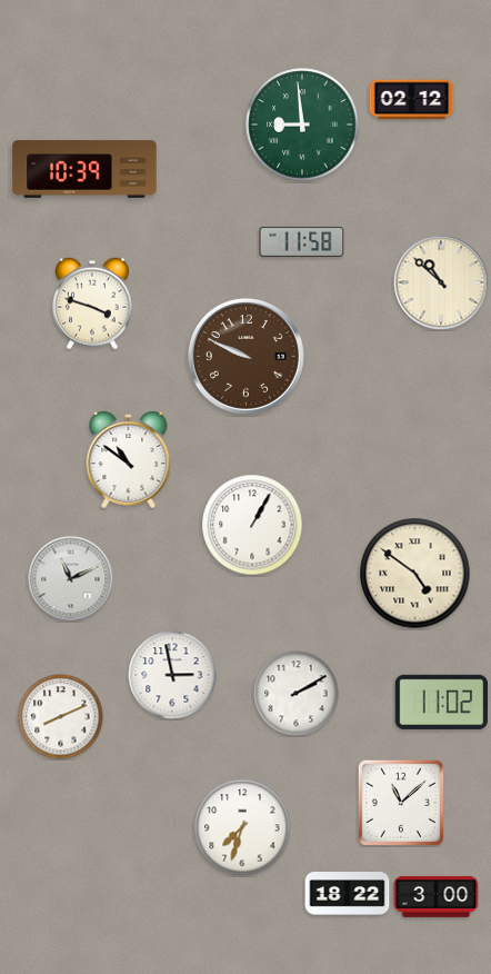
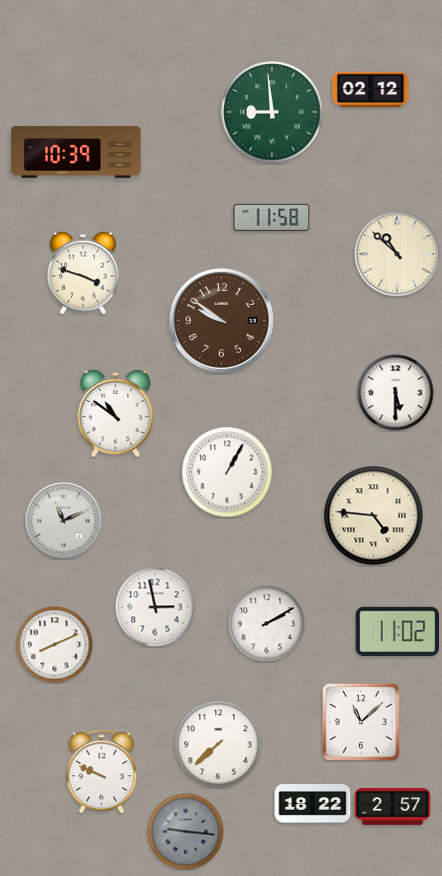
clock at (245, 356): 9:49 -> 9:51
clock at (396, 393): none -> 5:30
clock at (415, 574): 4:51 -> 4:46
clock at (242, 827): 7:33 -> 7:38
clock at (102, 772): none -> 9:49
clock at (437, 896): 3:00 -> 2:57
clock at (186, 832): none -> 9:16
